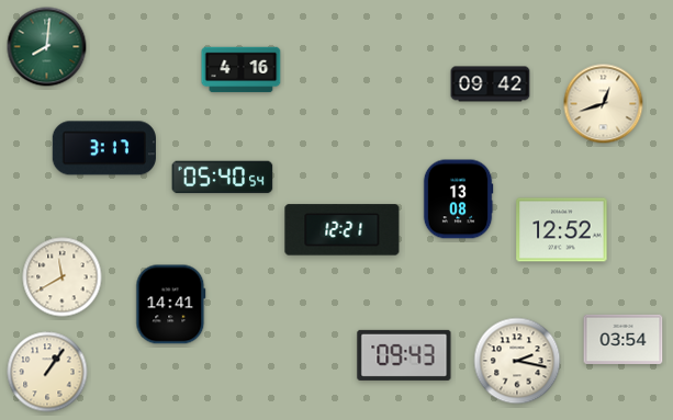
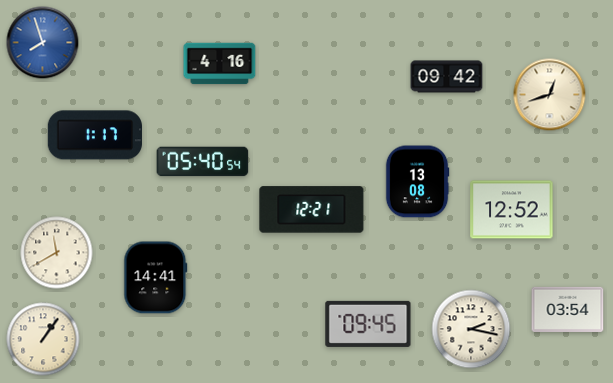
clock at (47, 47): 8:01 -> 7:57
clock at (47, 47) dial: green -> blue
clock at (104, 148): 3:17 -> 1:17
clock at (404, 355): 09:43 -> 09:45
